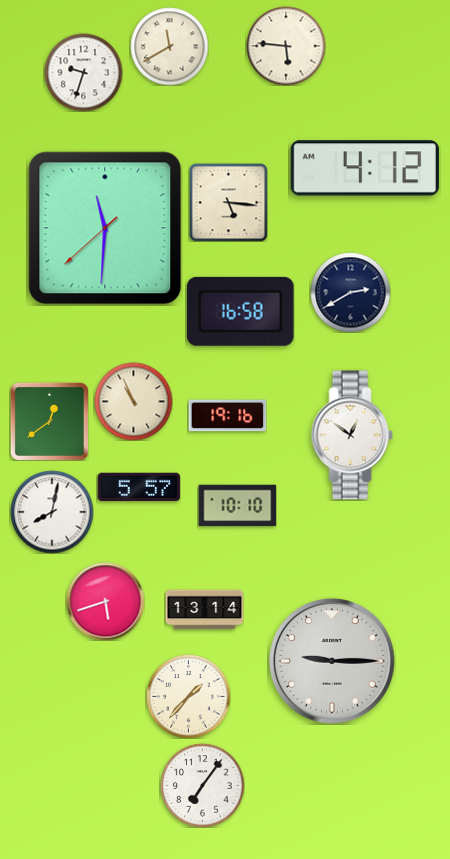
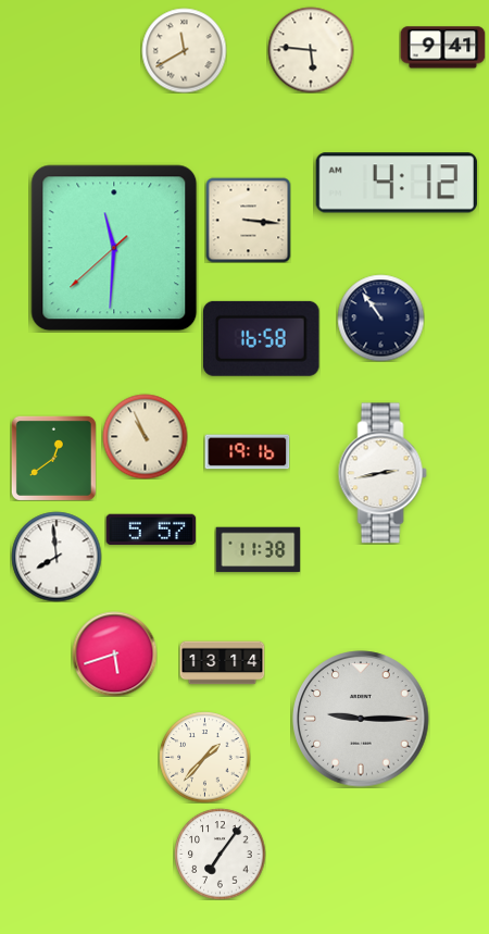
clock at (442, 48): none -> 9:41
clock at (83, 72): 9:33 -> none
clock at (228, 202): 5:16 -> 3:16
clock at (350, 292): 2:40 -> 10:54
clock at (352, 435): 12:51 -> 2:43
clock at (237, 506): 10:10 -> 11:38
clock at (52, 512): 8:02 -> 7:59
